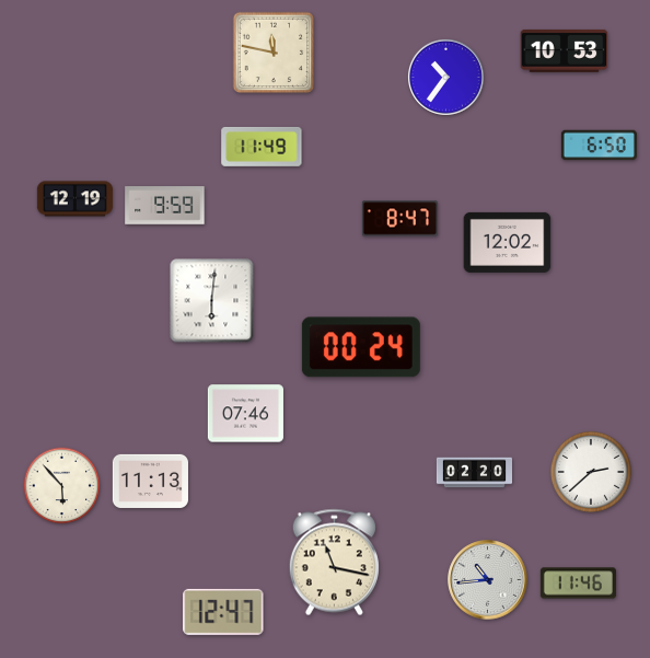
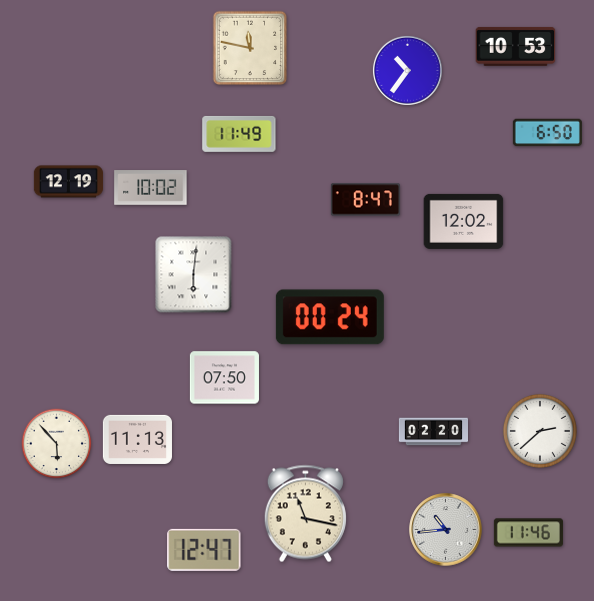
clock at (165, 206): 9:59 -> 10:02
clock at (245, 414): 07:46 -> 07:50
clock at (223, 612) position: (223, 612) -> (204, 550)
